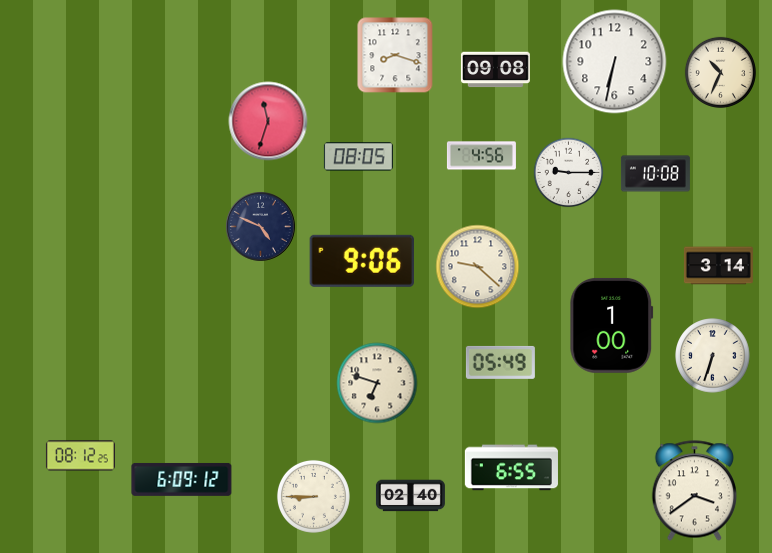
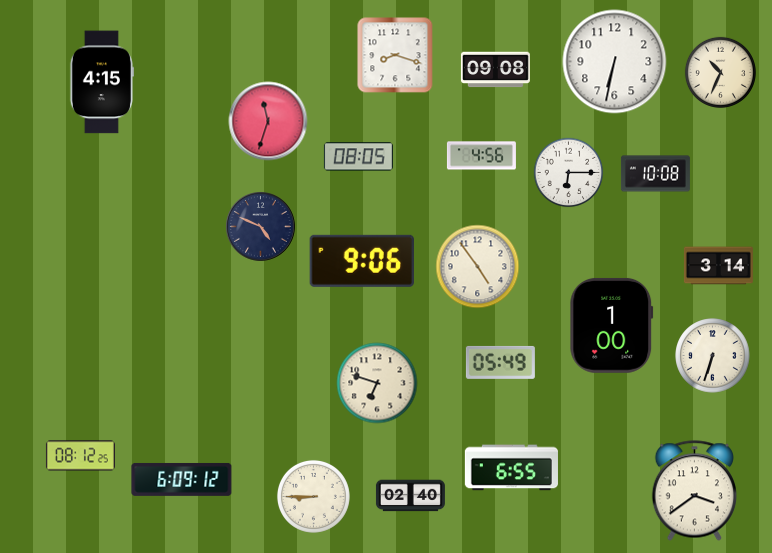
clock at (101, 82): none -> 4:15
clock at (569, 173): 9:15 -> 6:15
clock at (478, 267): 9:22 -> 4:54
